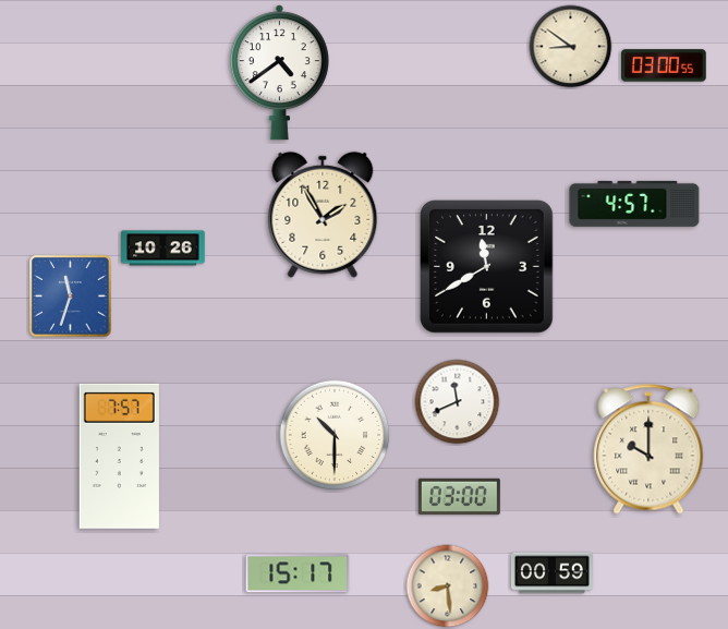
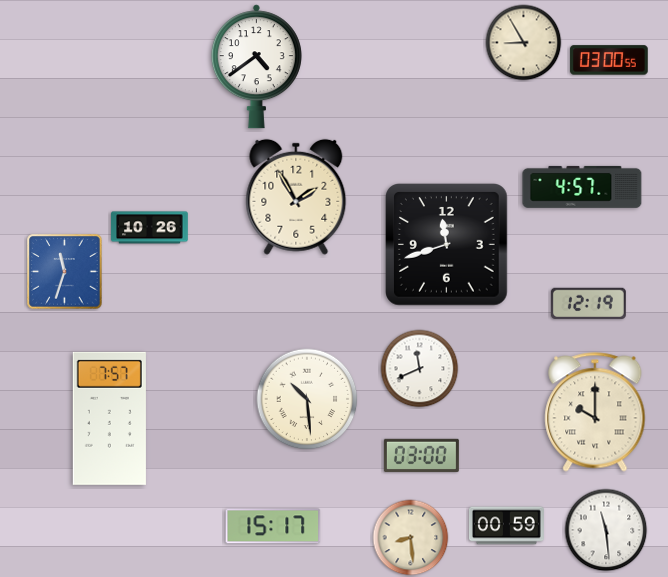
clock at (571, 47): 8:51 -> 8:55
clock at (487, 267): 11:40 -> 11:42
clock at (588, 303): none -> 12:19
clock at (335, 435): 10:30 -> 10:29
clock at (606, 530): none -> 11:29
